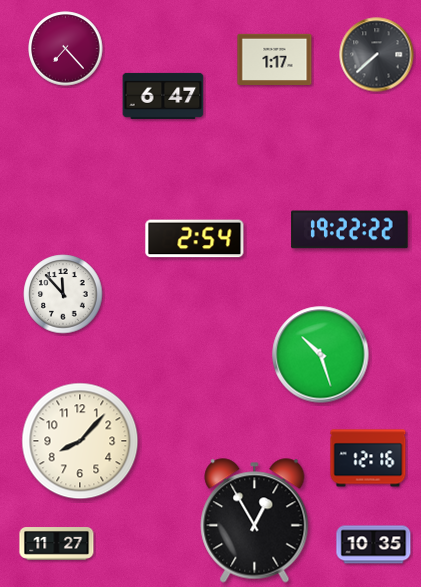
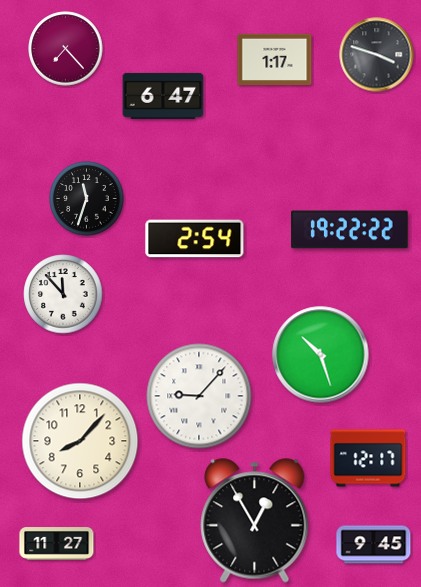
clock at (377, 55): 7:38 -> 3:48
clock at (87, 199): none -> 11:33
clock at (199, 396): none -> 9:07
clock at (368, 458): 12:16 -> 12:17
clock at (374, 545): 10:35 -> 9:45
